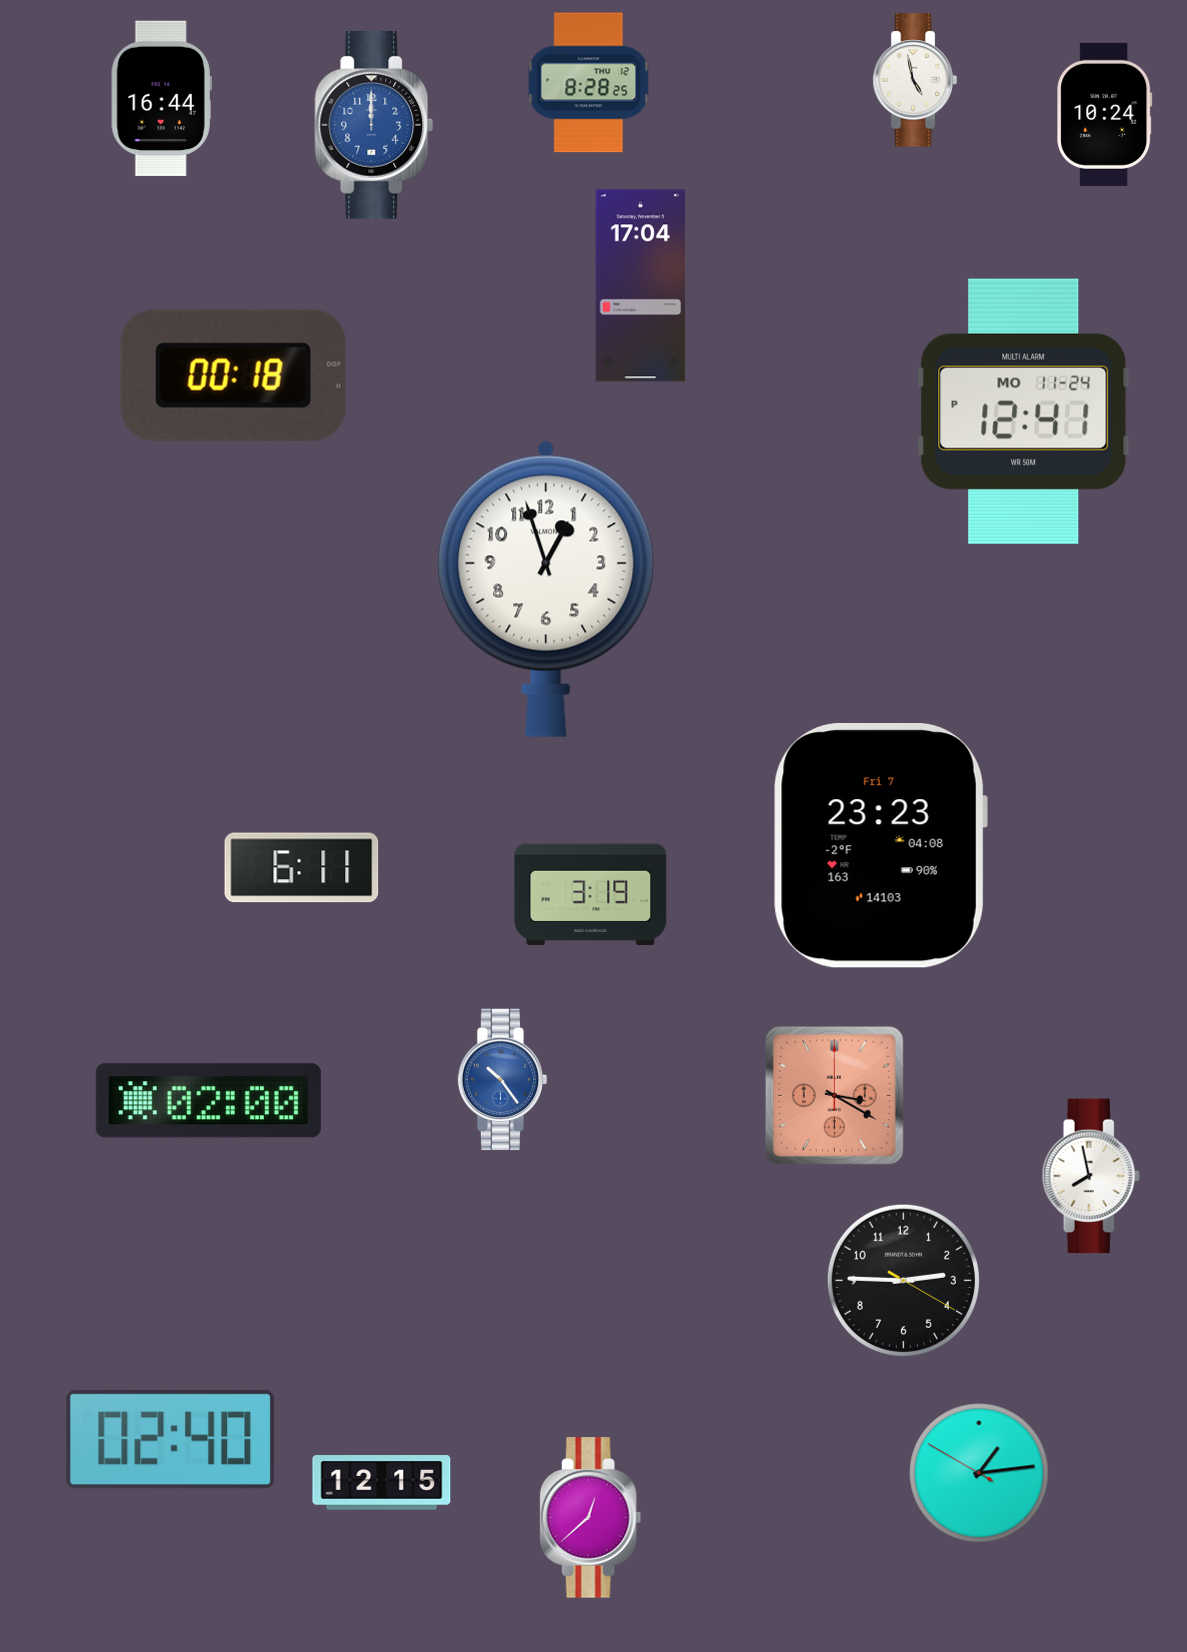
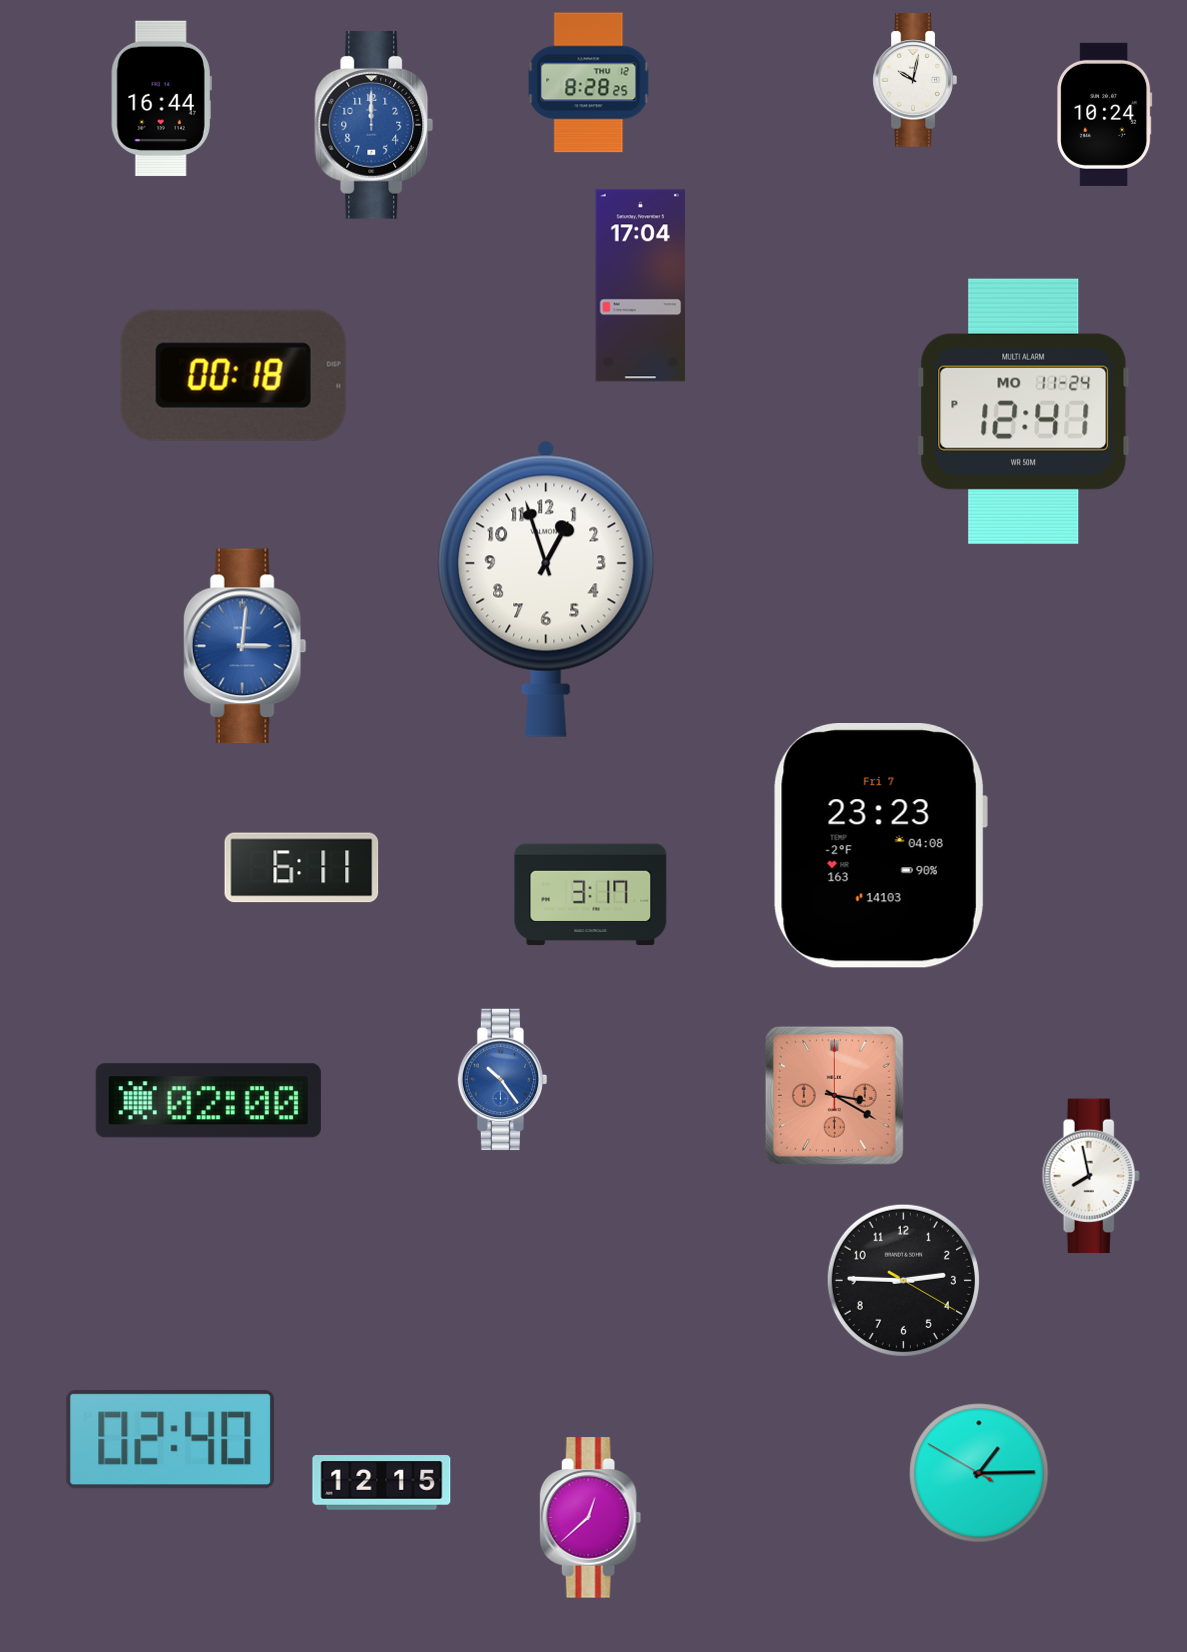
clock at (915, 80): 4:58 -> 10:02
clock at (245, 646): none -> 3:01
clock at (591, 895): 3:19 -> 3:17
clock at (979, 1473): 1:13 -> 1:14
